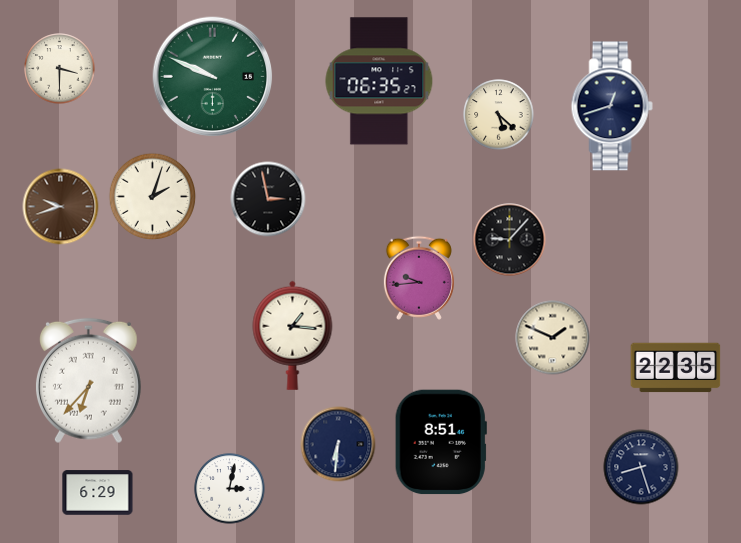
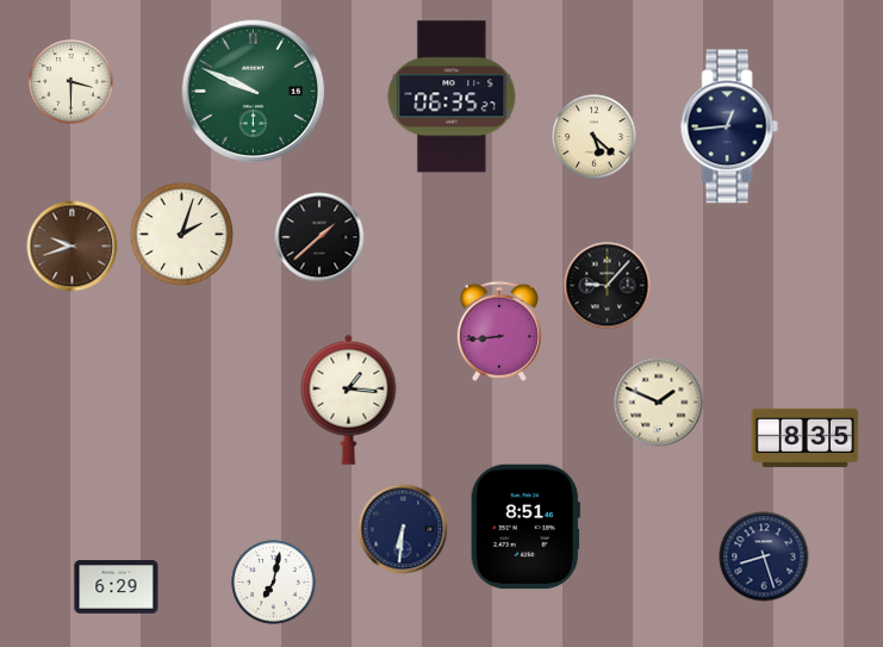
clock at (612, 106): 12:42 -> 12:44
clock at (268, 199): 2:58 -> 1:38
clock at (419, 278): 9:44 -> 8:44
clock at (676, 368): 22:35 -> 8:35
clock at (88, 381): 6:37 -> none
clock at (230, 489): 3:02 -> 7:02
